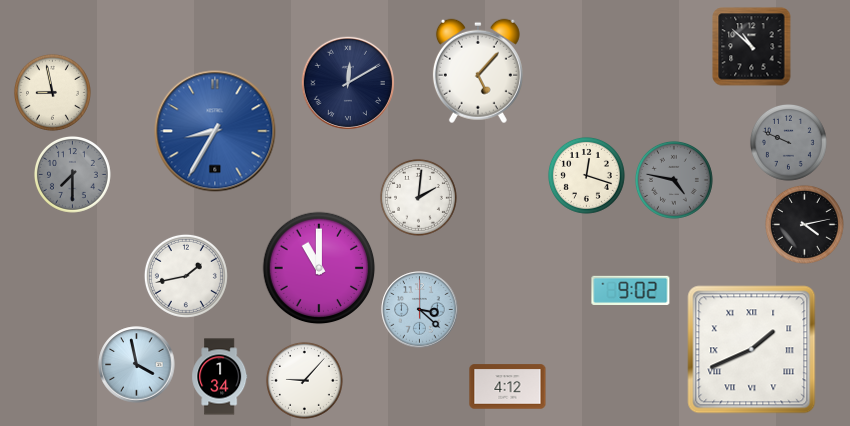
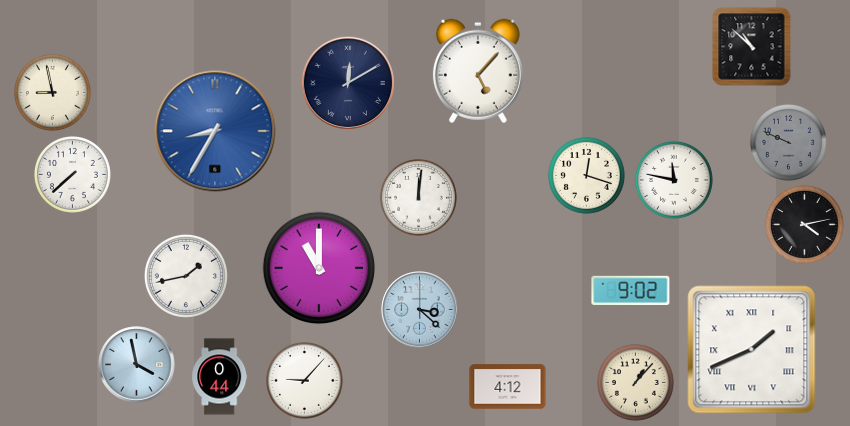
clock at (72, 174): 7:30 -> 7:38
clock at (72, 174) dial: grey -> white
clock at (674, 180): 4:47 -> 11:47
clock at (674, 180) dial: grey -> white
clock at (418, 197): 2:01 -> 12:01
clock at (220, 377): 1:34 -> 0:44
clock at (635, 382): none -> 1:07
